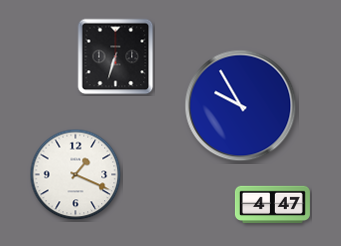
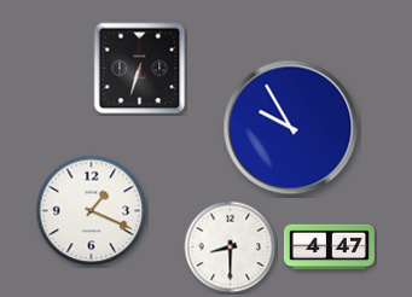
clock at (231, 247): none -> 8:30
